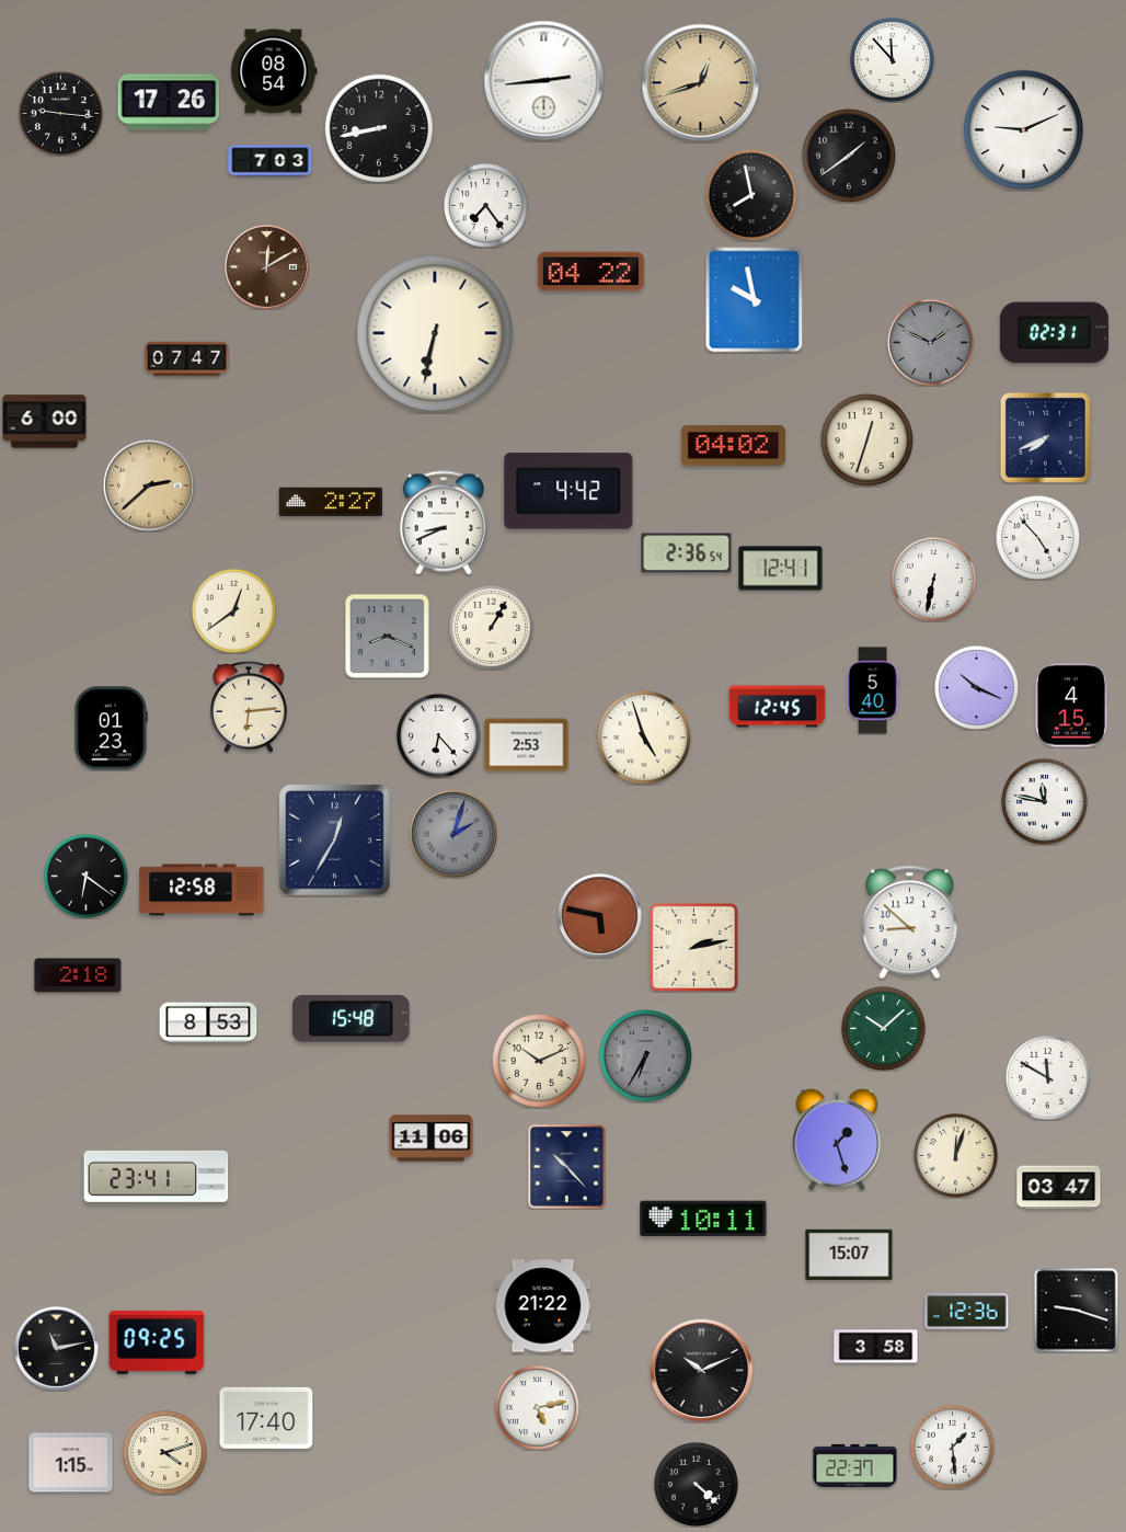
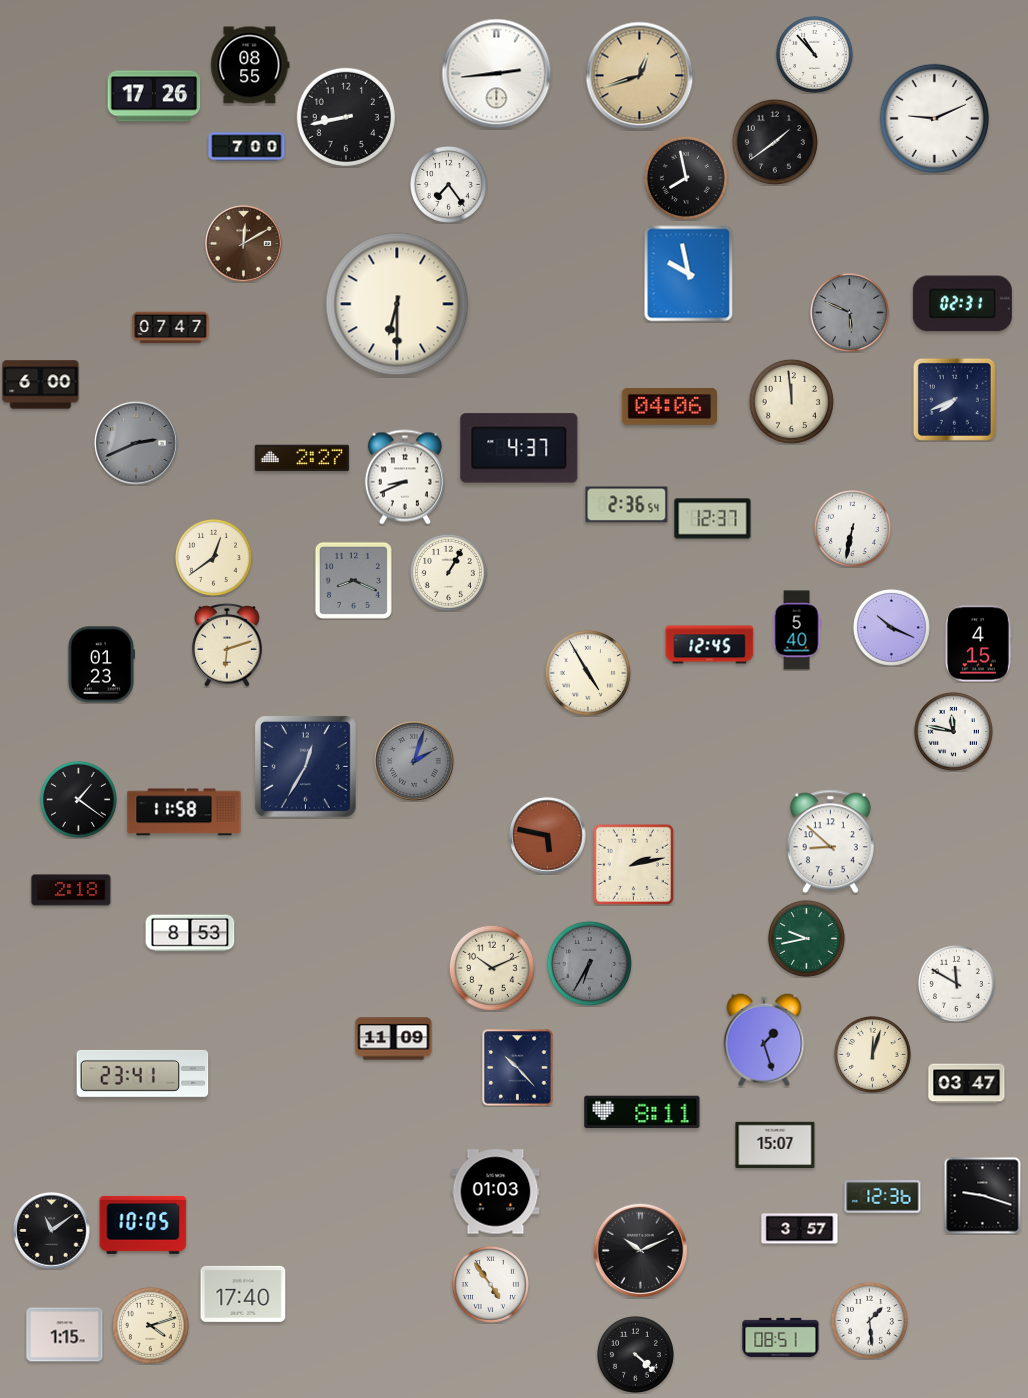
clock at (892, 59): 11:53 -> 10:53
clock at (274, 71): 08:54 -> 08:55
clock at (169, 102) position: (169, 102) -> (154, 96)
clock at (60, 113): 9:16 -> none
clock at (271, 161): 7:03 -> 7:00
clock at (485, 205) position: (485, 205) -> (448, 184)
clock at (590, 272): 04:22 -> none
clock at (435, 333): 6:32 -> 6:30
clock at (930, 342): 1:49 -> 5:49
clock at (866, 439): 12:33 -> 11:59
clock at (733, 445): 04:02 -> 04:06
clock at (149, 485): 2:38 -> 2:41
clock at (149, 485) dial: champagne -> grey
clock at (568, 491): 4:42 -> 4:37
clock at (1037, 537): 4:53 -> none
clock at (781, 569): 12:41 -> 12:37
clock at (249, 707): 6:14 -> 6:12
clock at (438, 735): 6:23 -> none
clock at (644, 738): 4:57 -> 4:55
clock at (527, 745): 2:53 -> none
clock at (85, 876): 6:21 -> 1:21
clock at (202, 890): 12:58 -> 11:58
clock at (352, 1018): 15:48 -> none
clock at (883, 1028): 10:08 -> 9:43
clock at (432, 1139): 11:06 -> 11:09
clock at (567, 1167) position: (567, 1167) -> (518, 1068)
clock at (703, 1219): 10:11 -> 8:11
clock at (543, 1306): 21:22 -> 01:03
clock at (157, 1342): 09:25 -> 10:05
clock at (876, 1347): 3:58 -> 3:57
clock at (57, 1349): 11:13 -> 11:09
clock at (537, 1407): 5:13 -> 4:54
clock at (855, 1465): 22:37 -> 08:51
